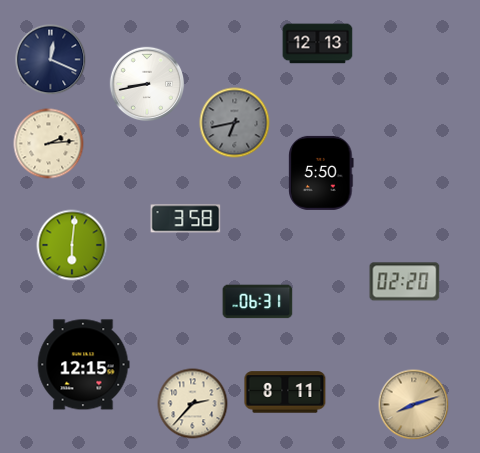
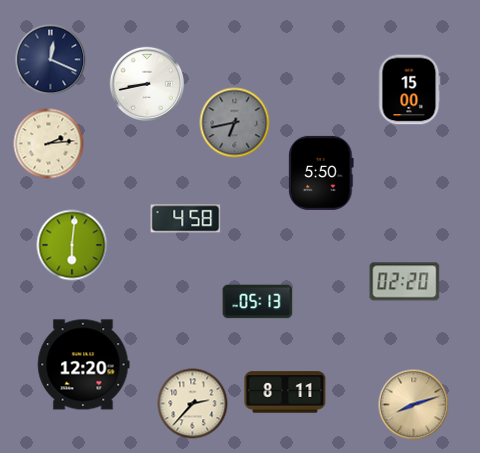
clock at (318, 44): 12:13 -> none
clock at (410, 90): none -> 15:00
clock at (186, 219): 3:58 -> 4:58
clock at (258, 302): 06:31 -> 05:13
clock at (83, 365): 12:15 -> 12:20
